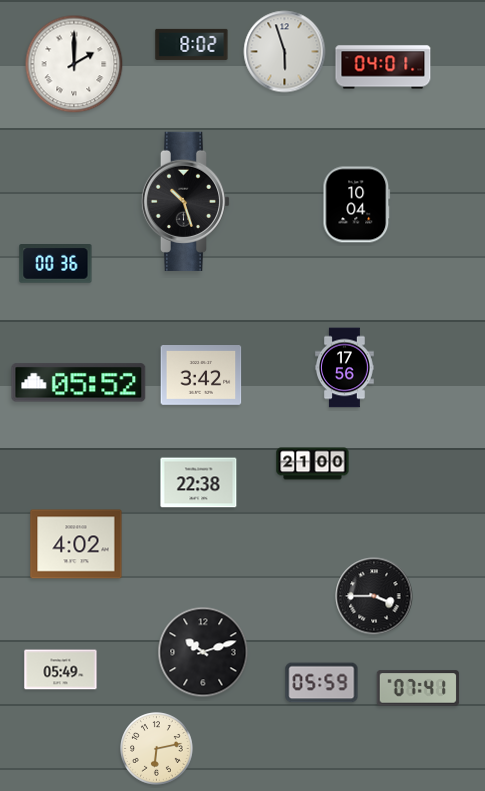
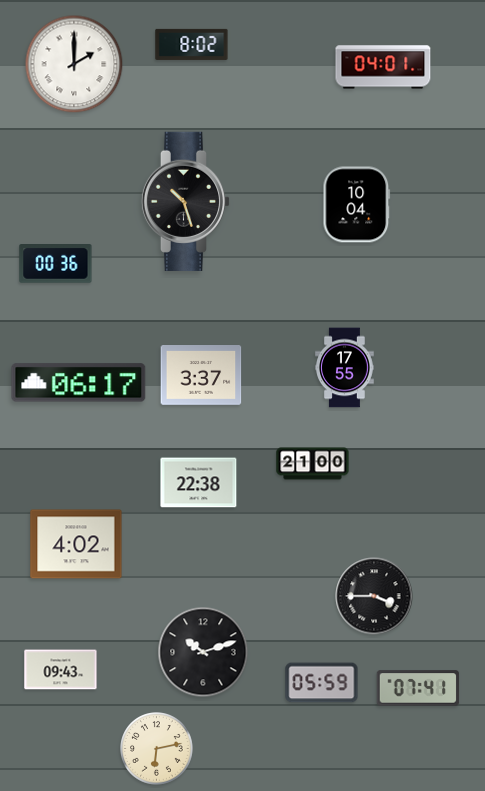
clock at (285, 52): 5:57 -> none
clock at (345, 368): 17:56 -> 17:55
clock at (201, 376): 3:42 -> 3:37
clock at (79, 383): 05:52 -> 06:17
clock at (61, 670): 05:49 -> 09:43
